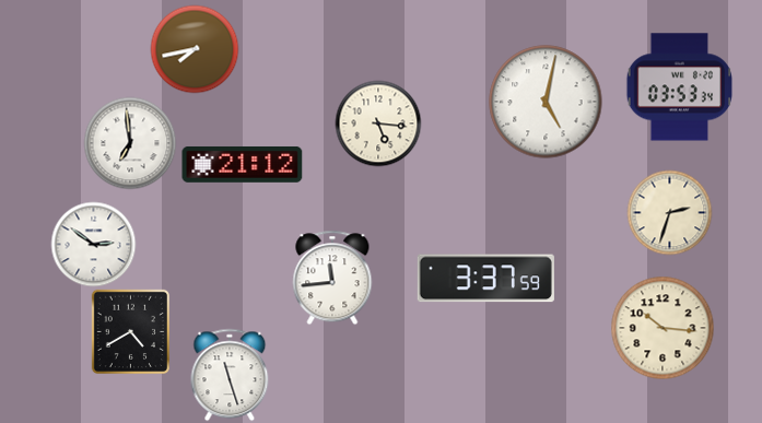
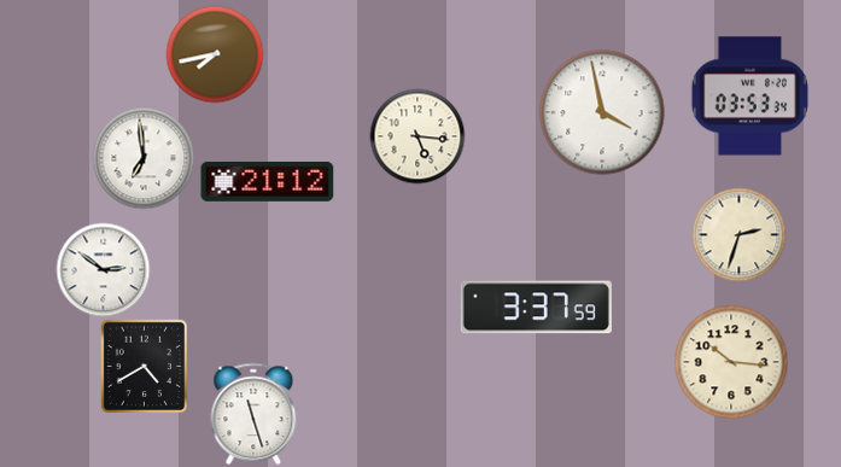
clock at (546, 102): 5:02 -> 3:58
clock at (332, 278): 11:44 -> none
